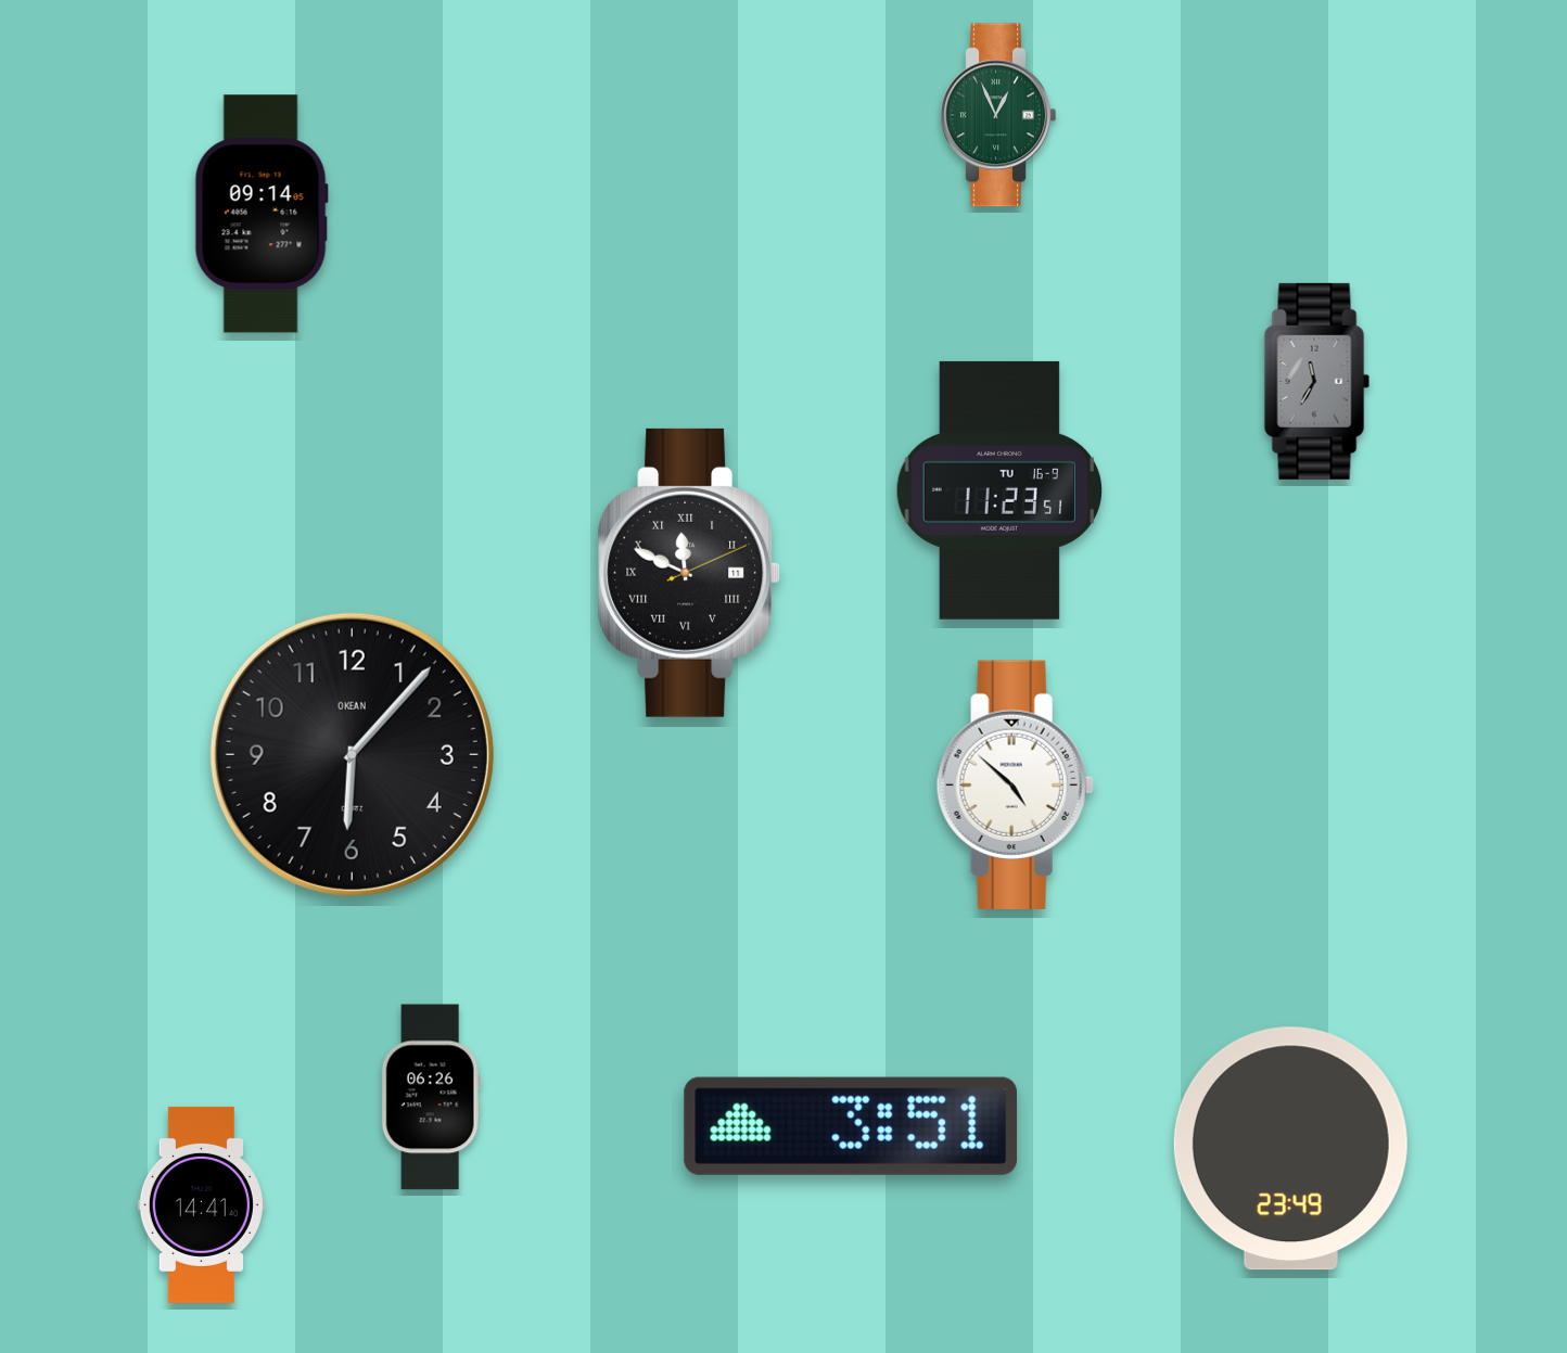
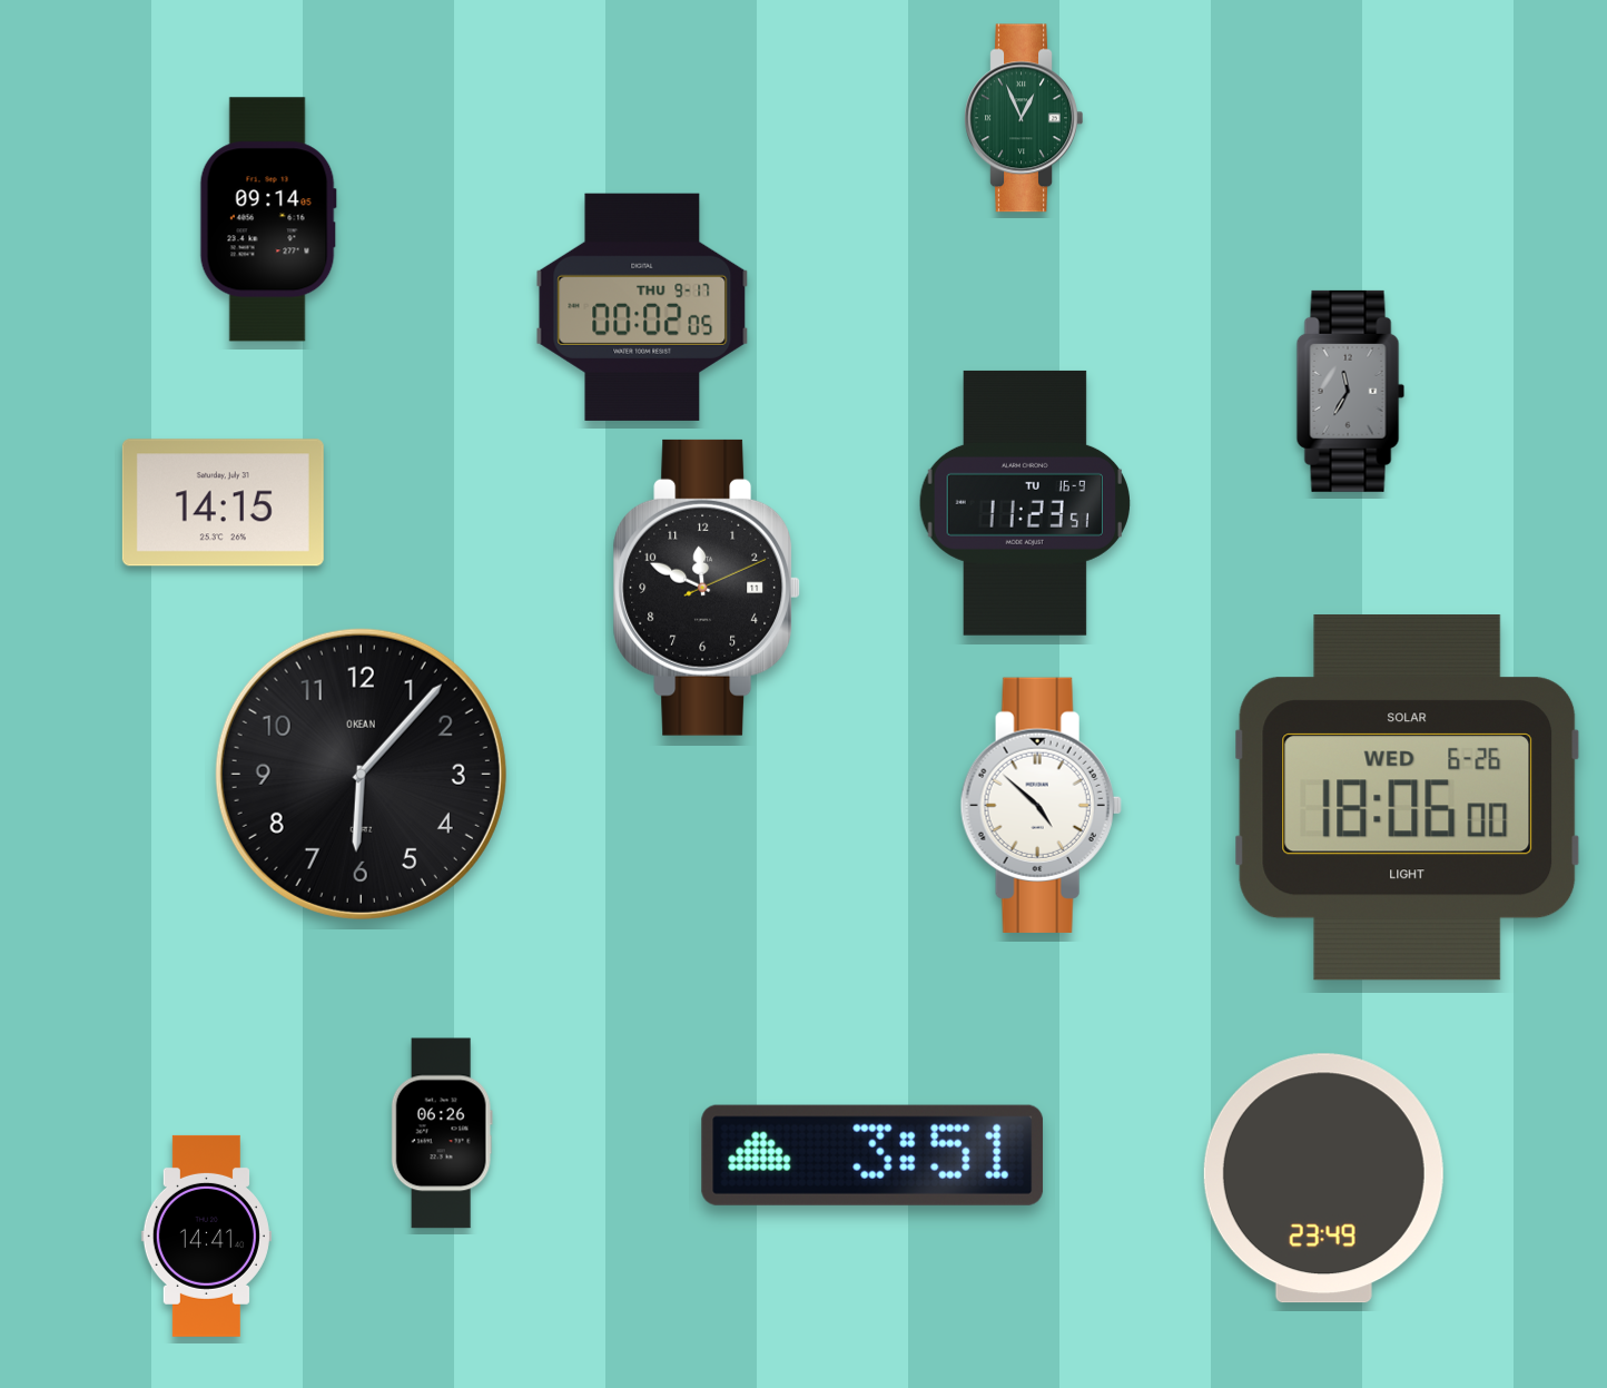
clock at (642, 307): none -> 00:02
clock at (223, 503): none -> 14:15
clock at (689, 573) numerals: Roman -> Arabic
clock at (1408, 798): none -> 18:06
clock at (431, 1097) position: (431, 1097) -> (442, 1133)
